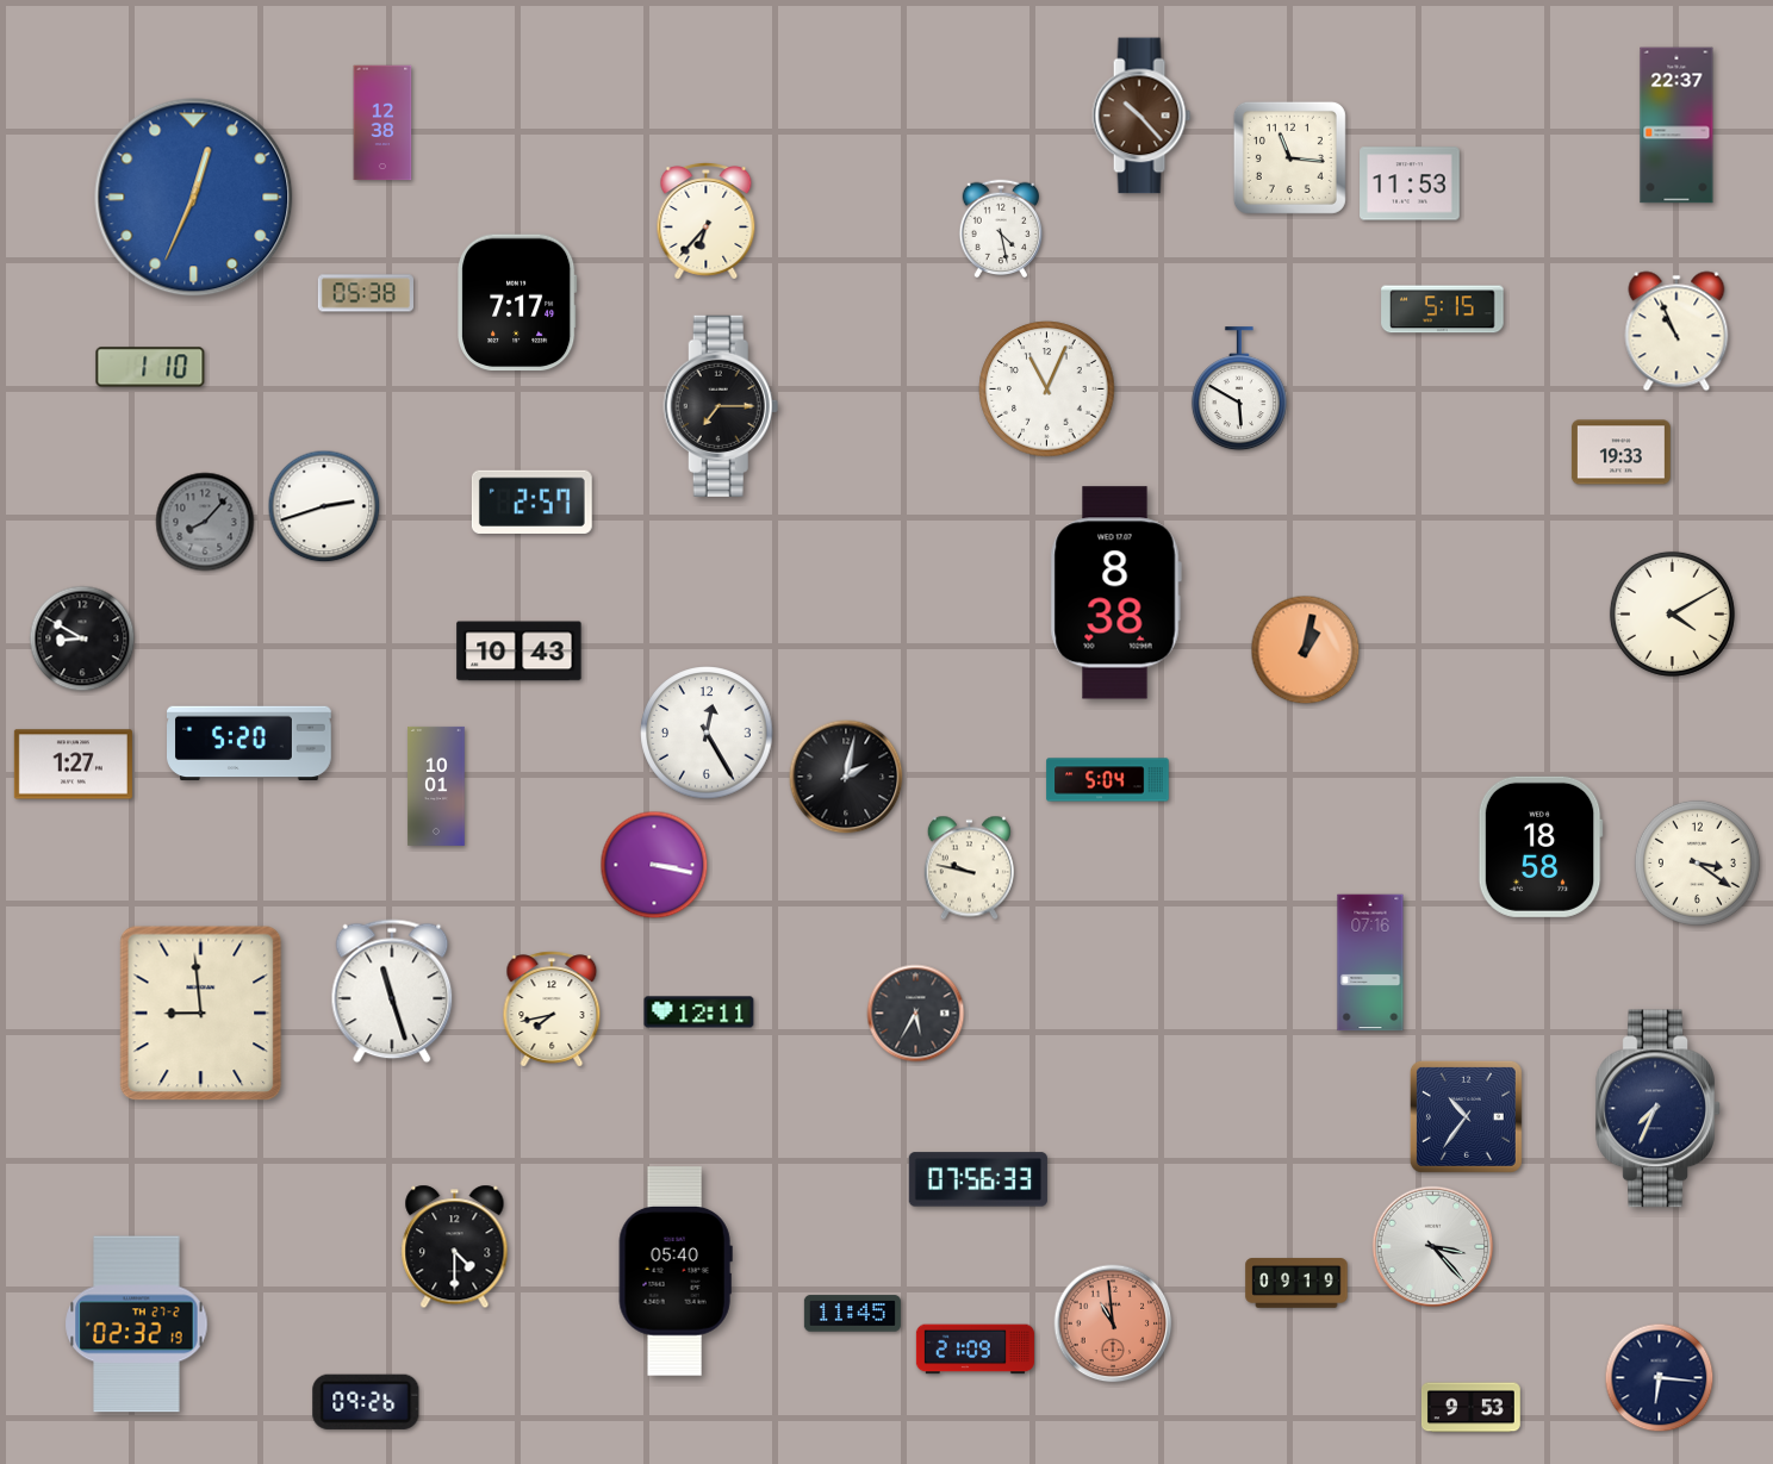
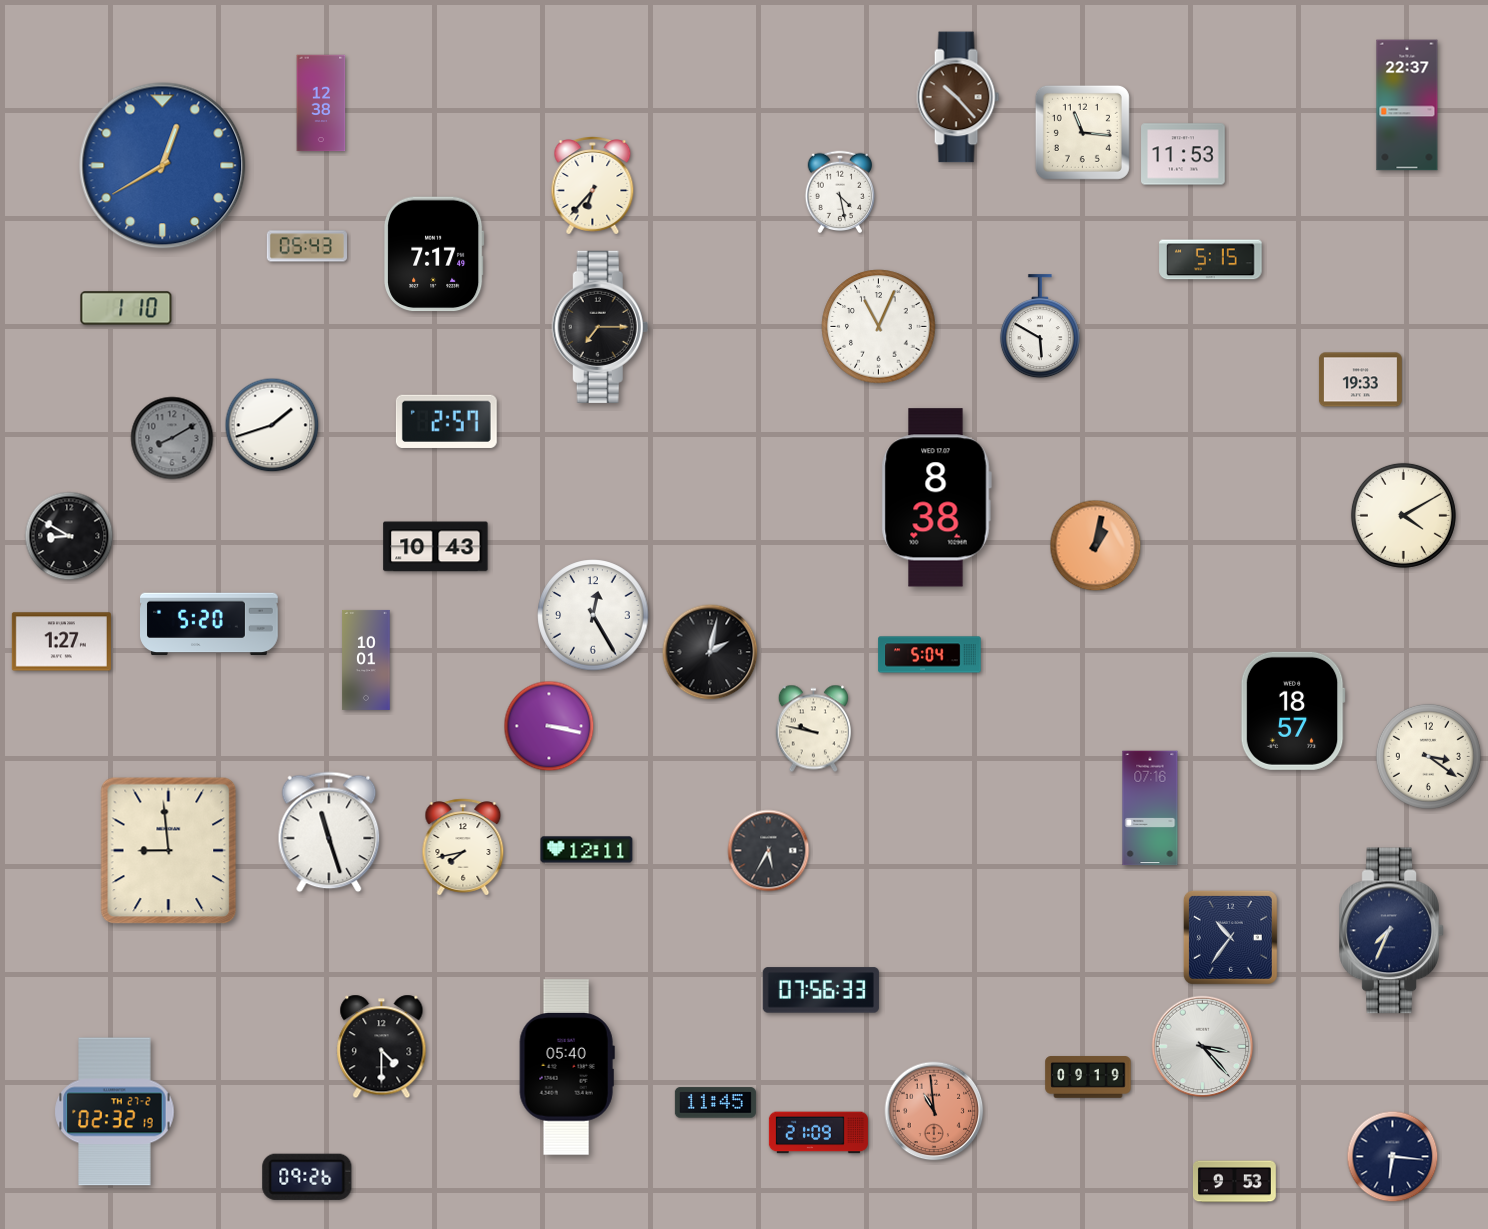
clock at (194, 198): 12:34 -> 12:40
clock at (365, 293): 05:38 -> 05:43
clock at (1676, 331): 10:56 -> none
clock at (721, 406) position: (721, 406) -> (600, 327)
clock at (324, 506): 2:42 -> 1:42
clock at (205, 522): 8:07 -> 8:10
clock at (1541, 847): 18:58 -> 18:57
clock at (1697, 862) position: (1697, 862) -> (1428, 756)
